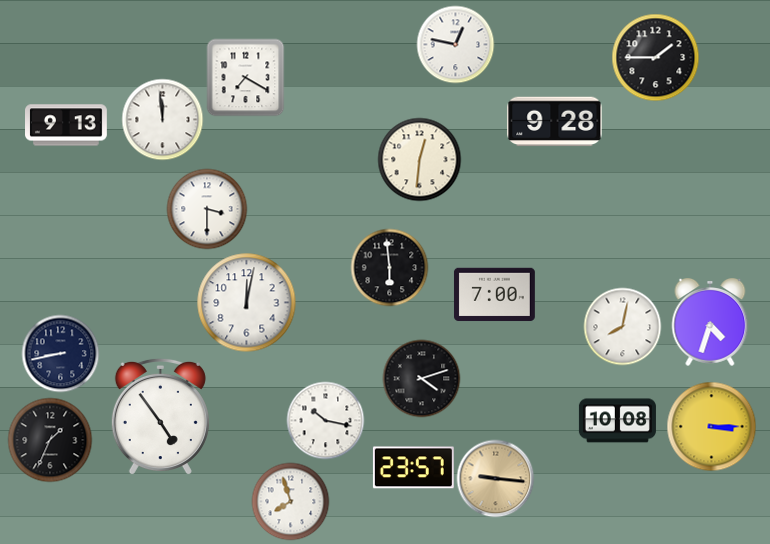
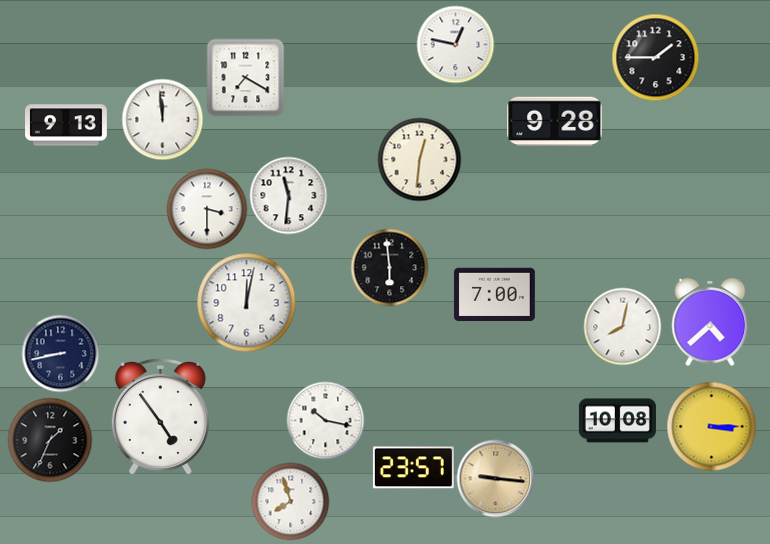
clock at (288, 195): none -> 11:31
clock at (710, 323): 4:33 -> 4:38
clock at (421, 378): 4:12 -> none
